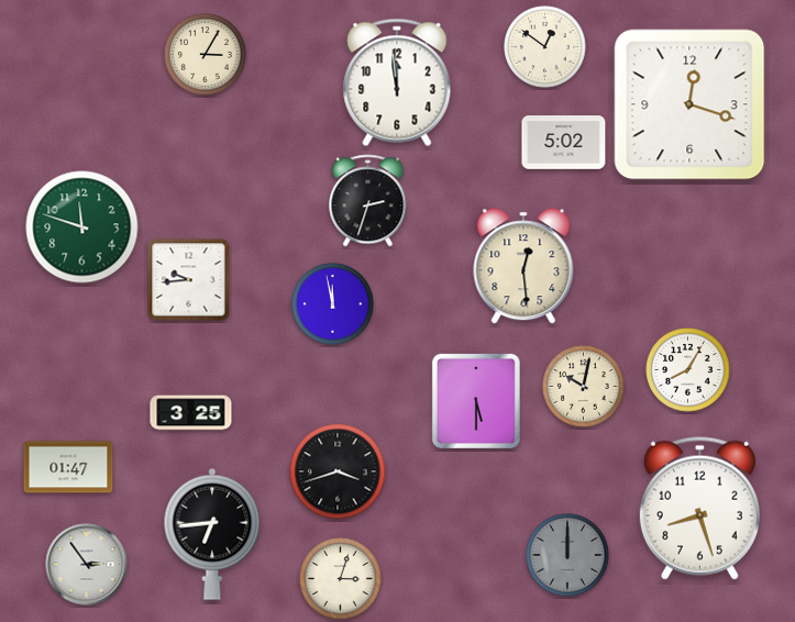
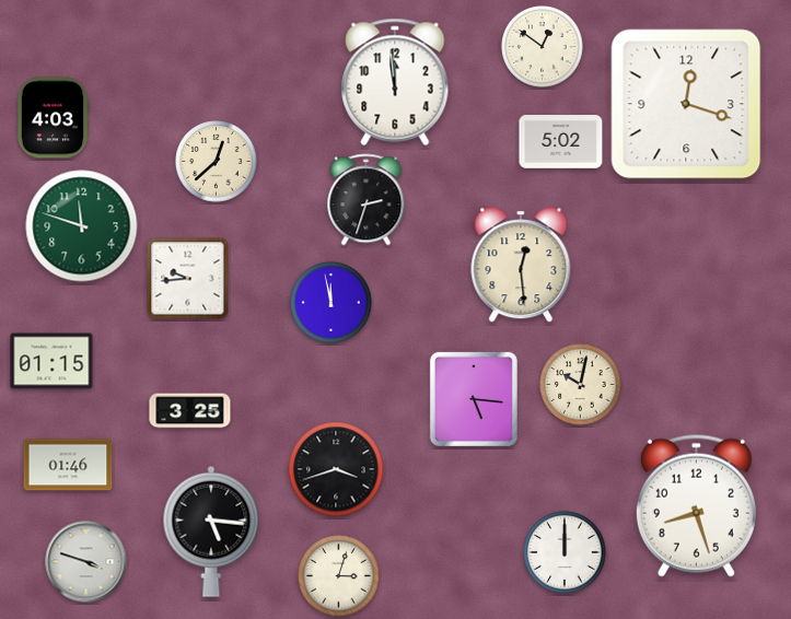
clock at (206, 55): 3:05 -> none
clock at (53, 118): none -> 4:03
clock at (217, 162): none -> 12:38
clock at (51, 361): none -> 01:15
clock at (688, 370): 8:05 -> none
clock at (476, 401): 5:30 -> 5:16
clock at (68, 467): 01:47 -> 01:46
clock at (212, 534): 6:44 -> 5:16
clock at (567, 555) dial: grey -> white
clock at (87, 565): 2:54 -> 3:48
